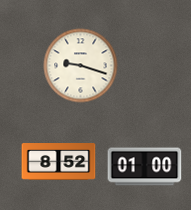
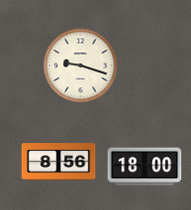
clock at (59, 162): 8:52 -> 8:56
clock at (145, 167): 01:00 -> 18:00
